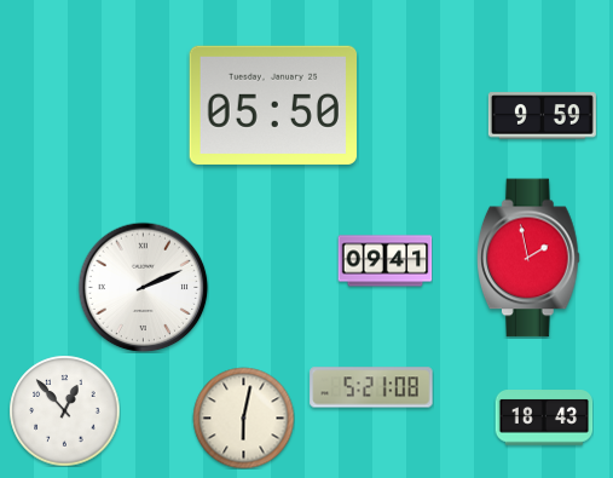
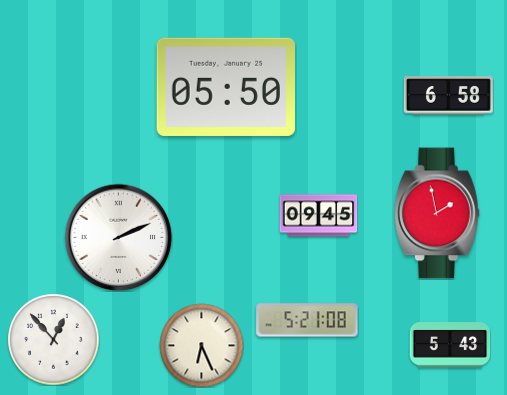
clock at (542, 116): 9:59 -> 6:58
clock at (384, 261): 09:41 -> 09:45
clock at (243, 417): 6:02 -> 6:26
clock at (544, 417): 18:43 -> 5:43
